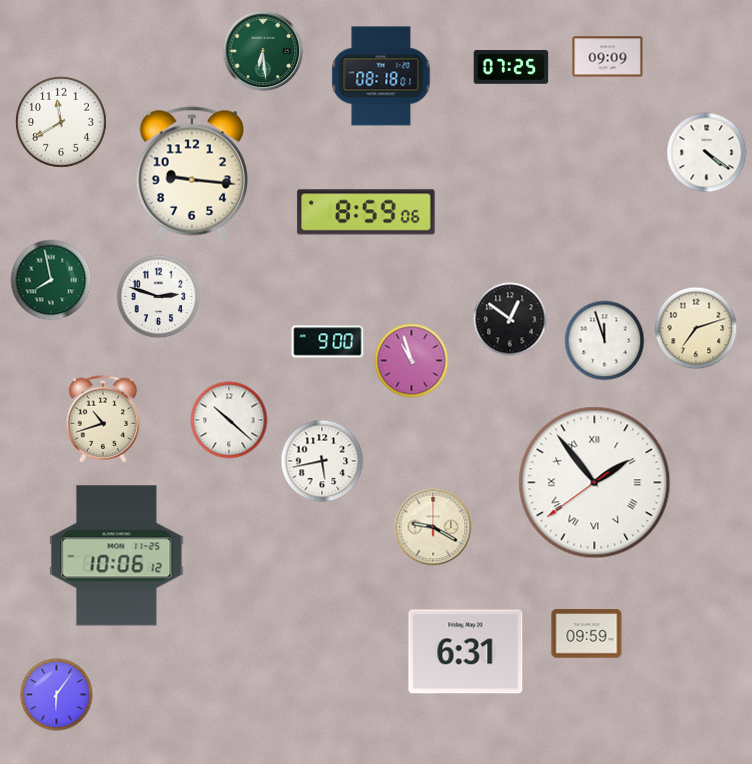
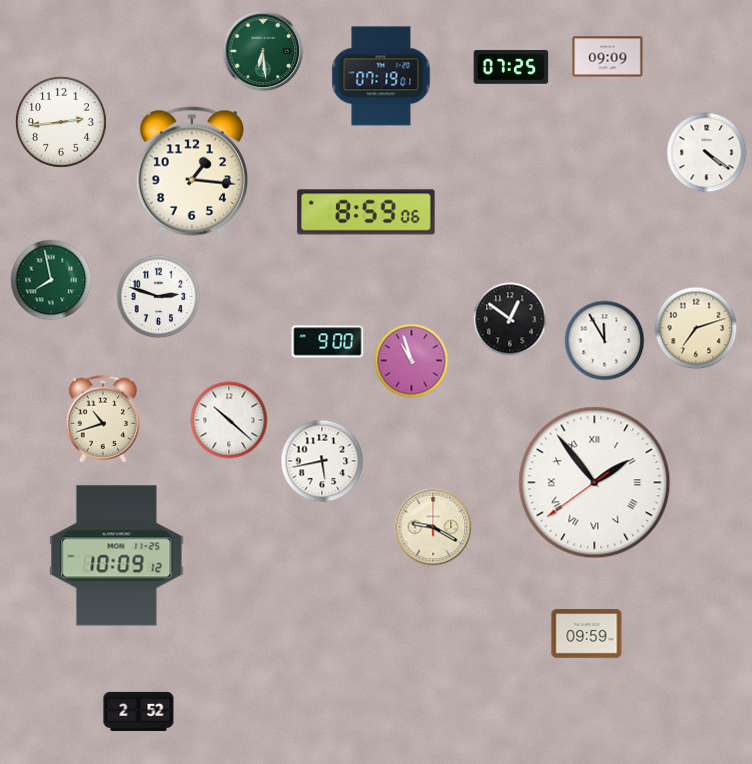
clock at (381, 76): 08:18 -> 07:19
clock at (61, 122): 11:40 -> 2:44
clock at (191, 173): 9:16 -> 1:16
clock at (605, 341): 11:57 -> 11:55
clock at (117, 556): 10:06 -> 10:09
clock at (466, 652): 6:31 -> none
clock at (57, 695): 6:06 -> none
clock at (139, 711): none -> 2:52
